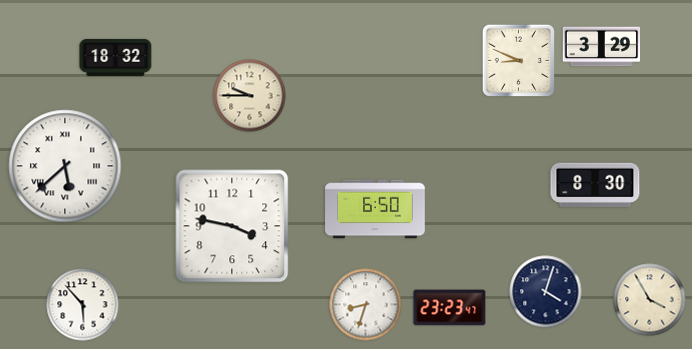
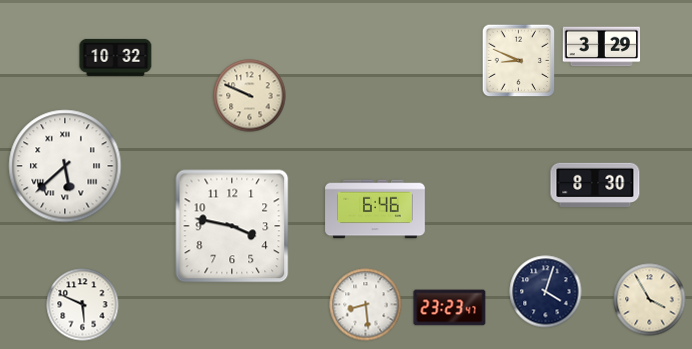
clock at (116, 57): 18:32 -> 10:32
clock at (250, 96): 9:45 -> 9:49
clock at (375, 209): 6:50 -> 6:46
clock at (83, 305): 5:53 -> 5:49
clock at (366, 305): 8:33 -> 8:29
